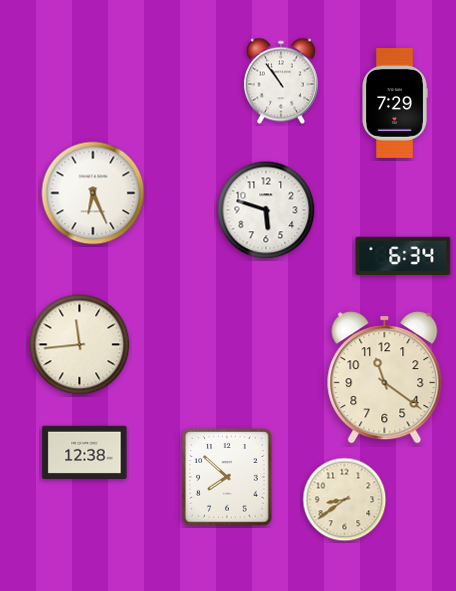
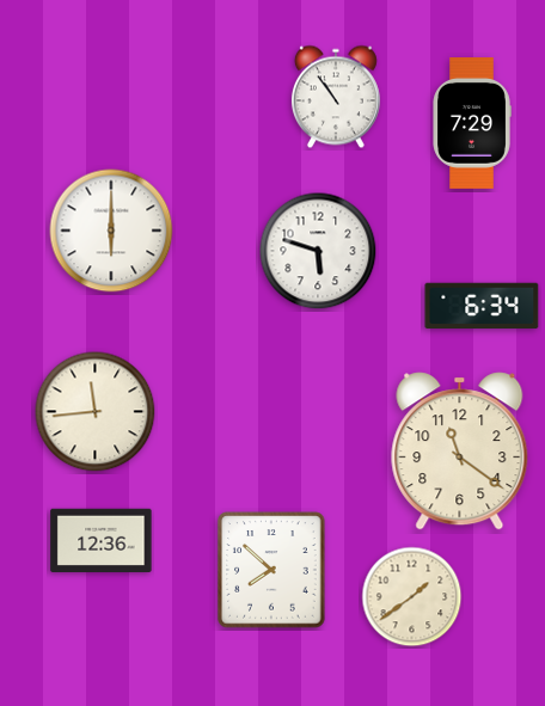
clock at (93, 193): 6:26 -> 6:00
clock at (85, 452): 12:38 -> 12:36
clock at (345, 500): 8:39 -> 1:39
